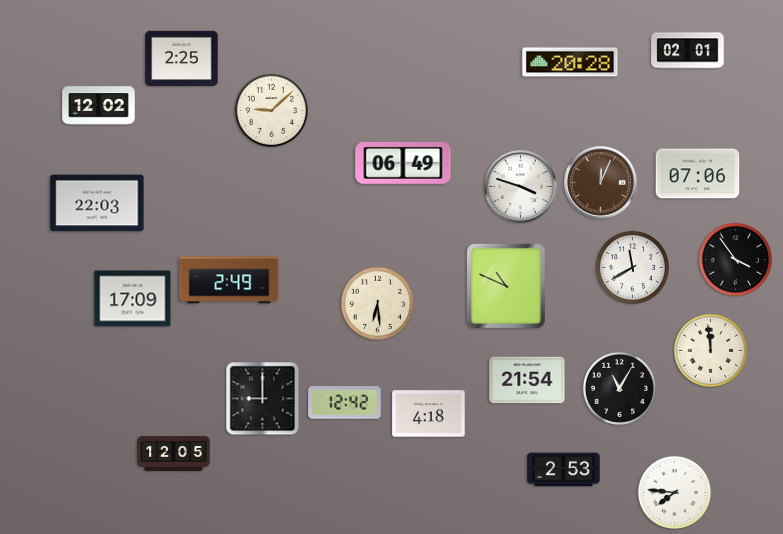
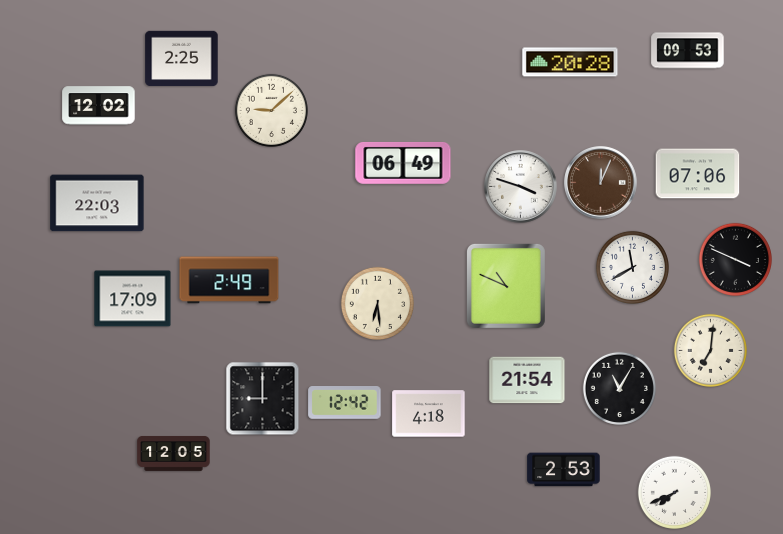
clock at (688, 51): 02:01 -> 09:53
clock at (735, 259): 3:54 -> 3:49
clock at (710, 350): 11:59 -> 7:01
clock at (674, 492): 7:46 -> 7:41
